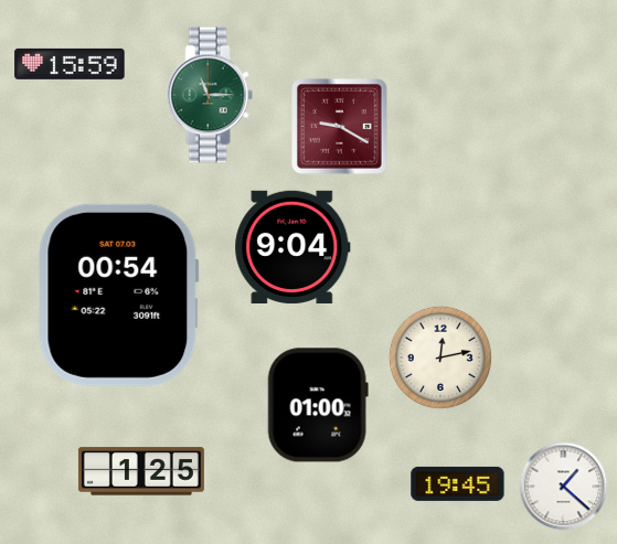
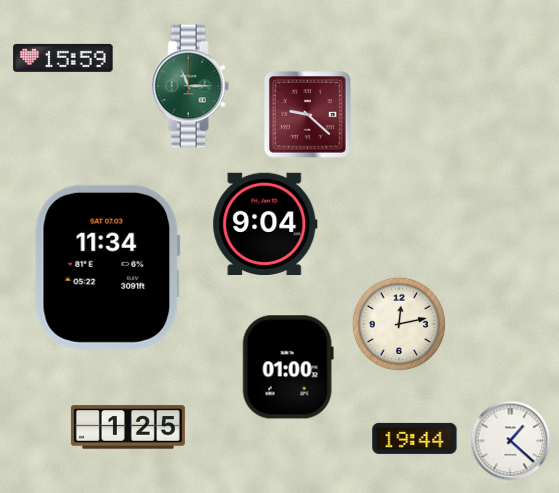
clock at (340, 127): 9:20 -> 9:22
clock at (119, 295): 00:54 -> 11:34
clock at (458, 483): 19:45 -> 19:44
